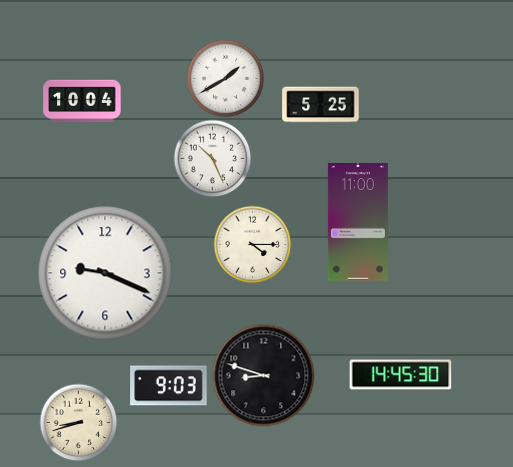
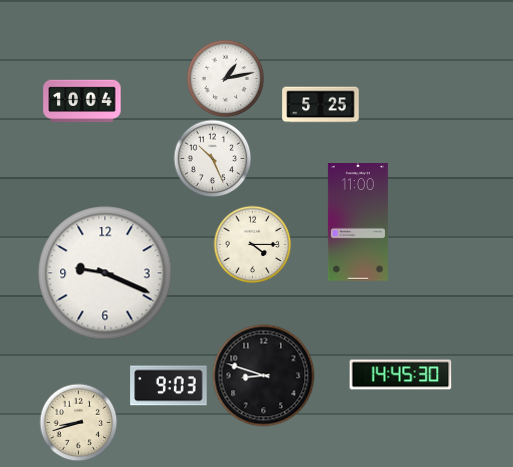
clock at (225, 78): 1:40 -> 1:13
